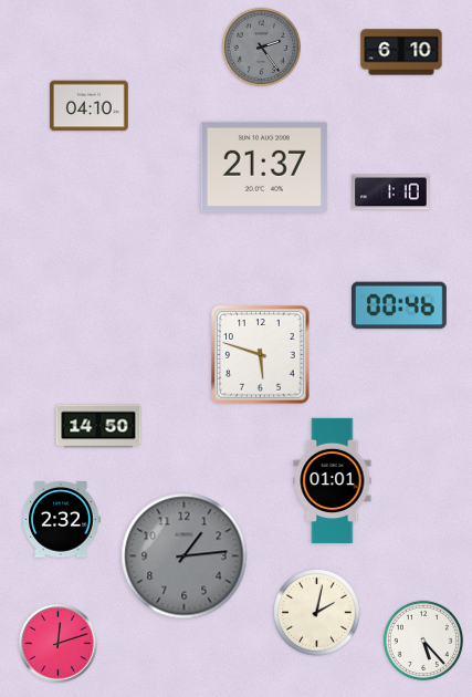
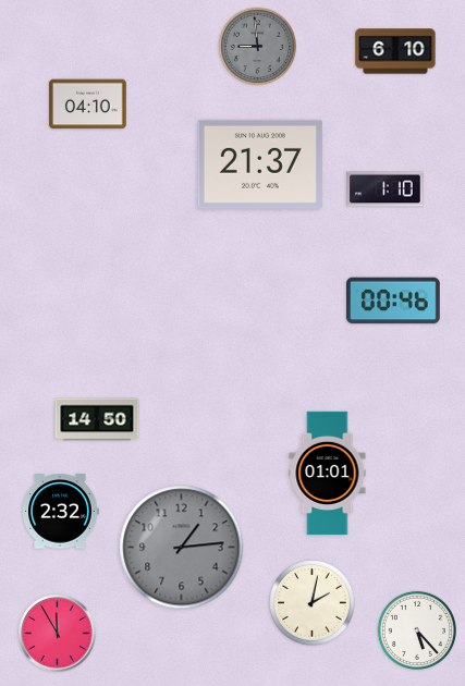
clock at (261, 46): 2:24 -> 8:59
clock at (261, 355): 5:48 -> none
clock at (59, 644): 12:12 -> 11:55
